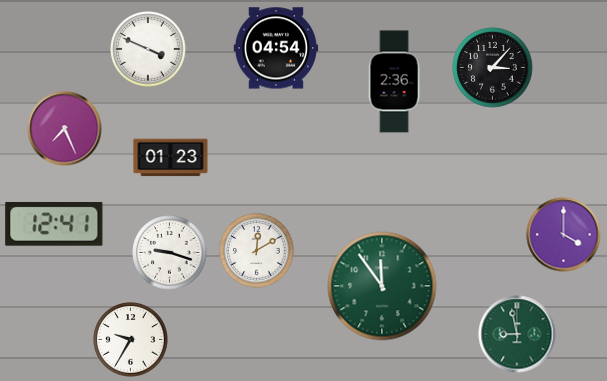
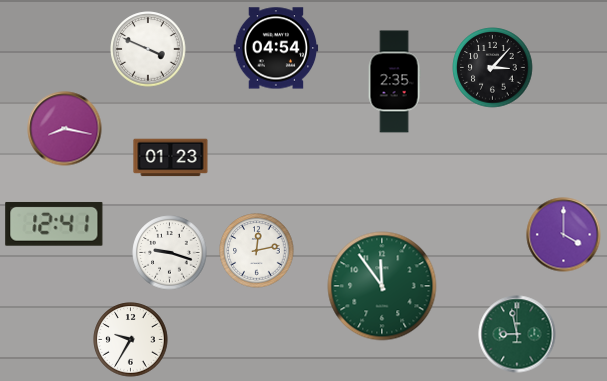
clock at (394, 82): 2:36 -> 2:35
clock at (65, 129): 7:26 -> 8:17
clock at (257, 251): 12:10 -> 12:13
